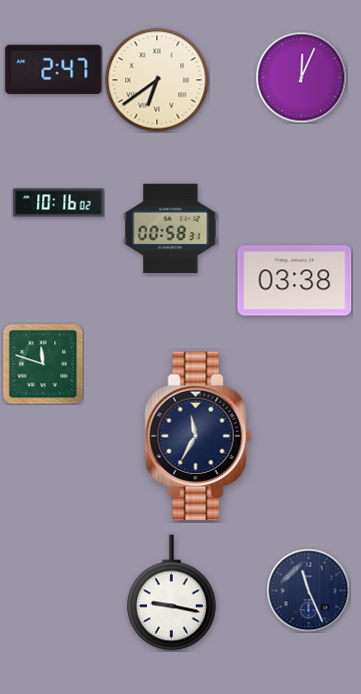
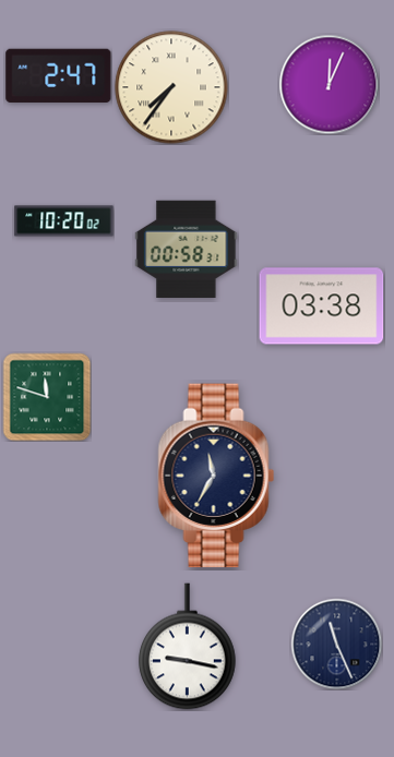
clock at (157, 80): 6:39 -> 7:36
clock at (59, 203): 10:16 -> 10:20
